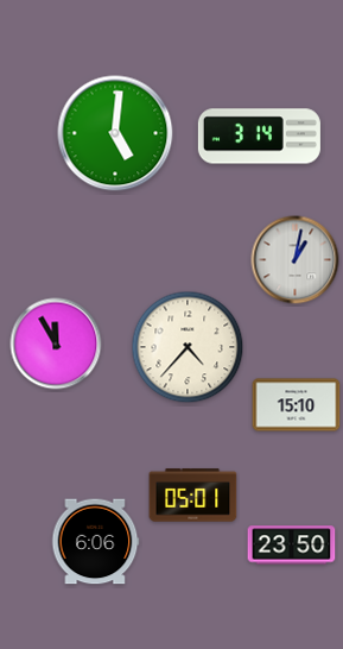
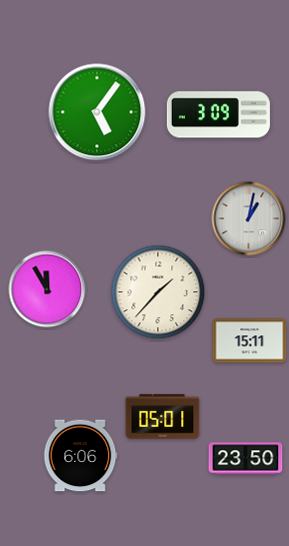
clock at (115, 133): 5:01 -> 5:06
clock at (259, 137): 3:14 -> 3:09
clock at (188, 347): 4:37 -> 1:37
clock at (297, 405): 15:10 -> 15:11
